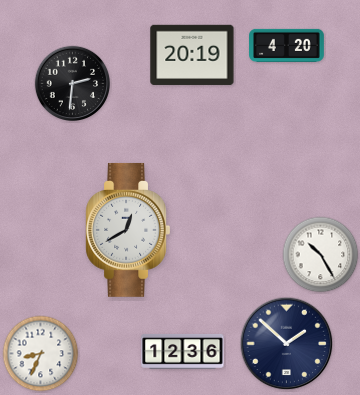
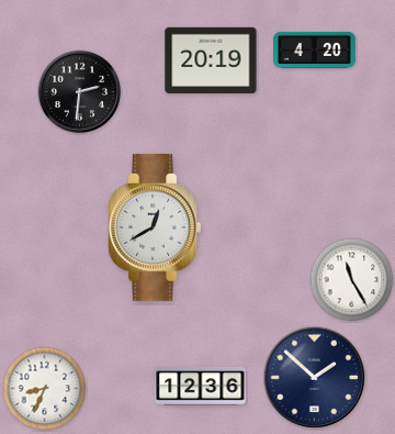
clock at (128, 230) position: (128, 230) -> (155, 227)
clock at (321, 255): 10:25 -> 11:25
